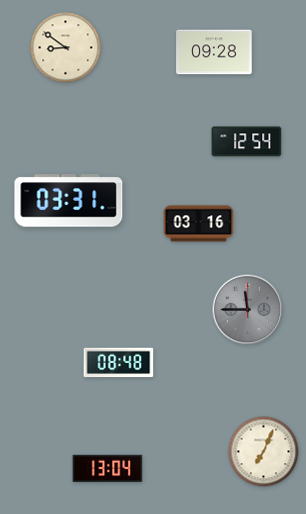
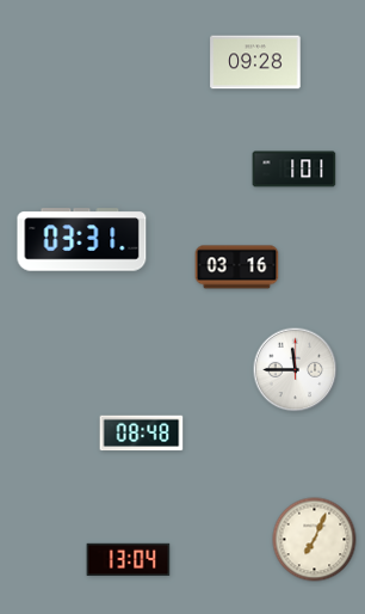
clock at (66, 48): 8:51 -> none
clock at (247, 142): 12:54 -> 1:01
clock at (248, 310) dial: grey -> white
